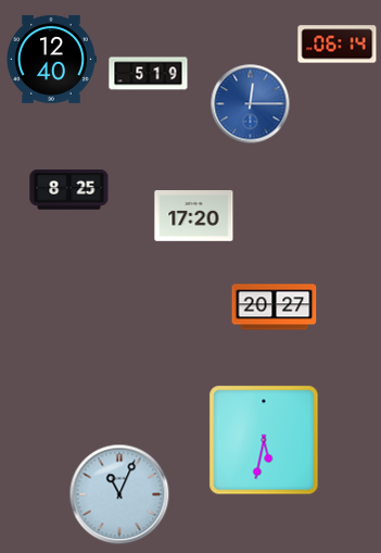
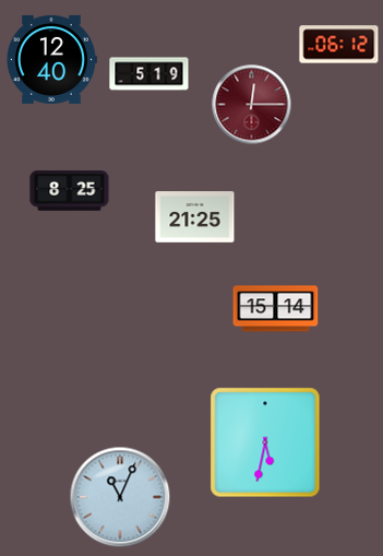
clock at (338, 45): 06:14 -> 06:12
clock at (251, 104) dial: blue -> burgundy
clock at (194, 216): 17:20 -> 21:25
clock at (275, 307): 20:27 -> 15:14
